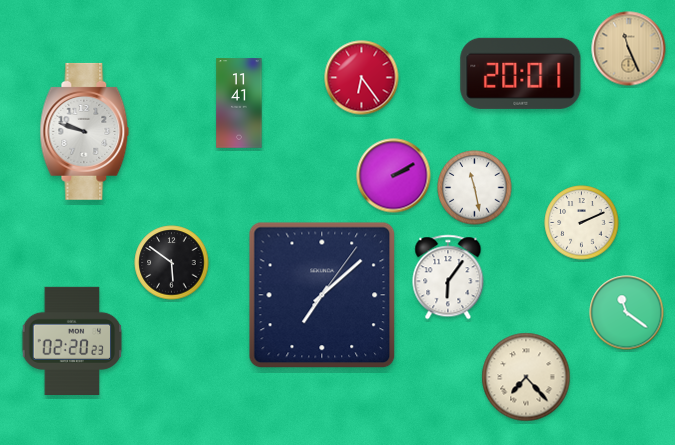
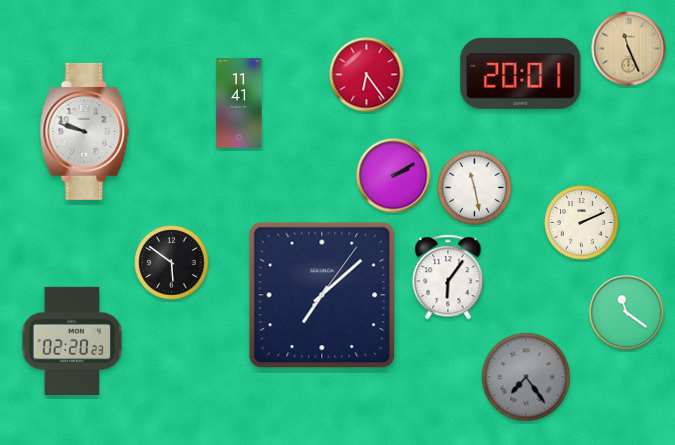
clock at (362, 78) position: (362, 78) -> (367, 75)
clock at (526, 377): 7:23 -> 7:24
clock at (526, 377) dial: cream -> grey
